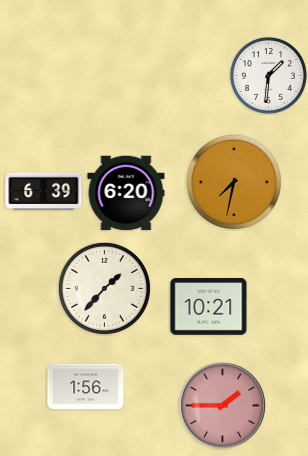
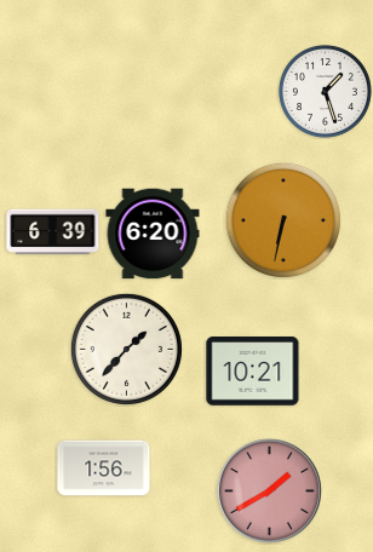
clock at (268, 75): 1:31 -> 1:27
clock at (234, 182): 7:32 -> 6:32
clock at (222, 405): 1:45 -> 1:40
